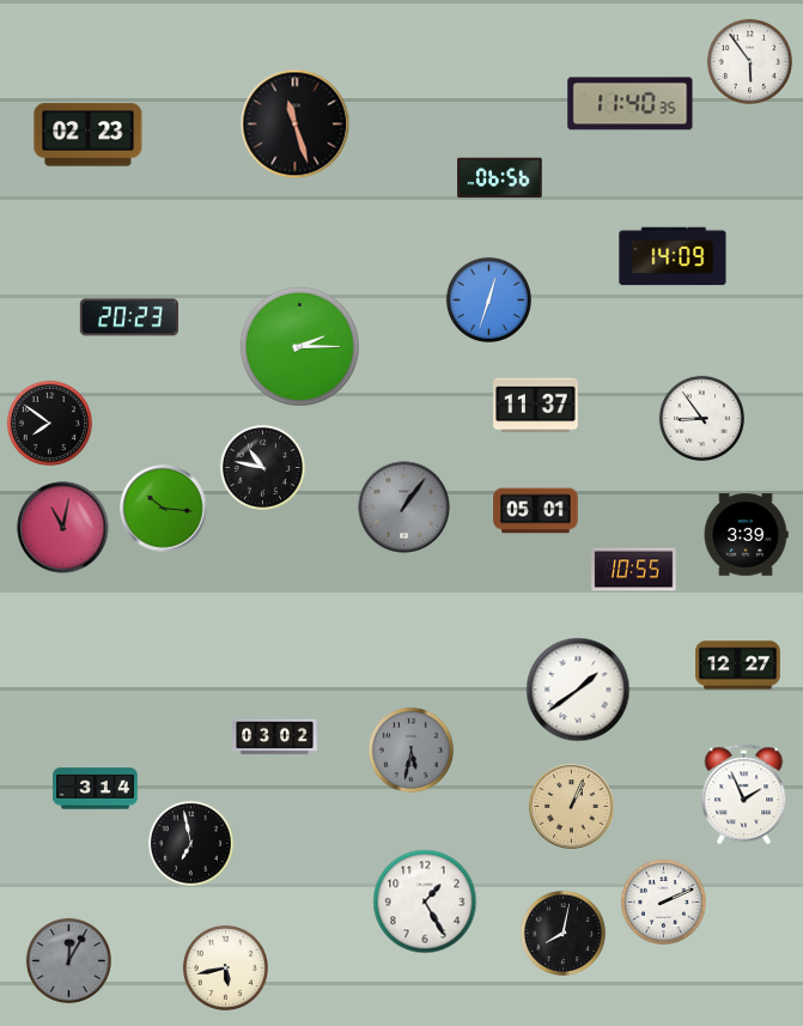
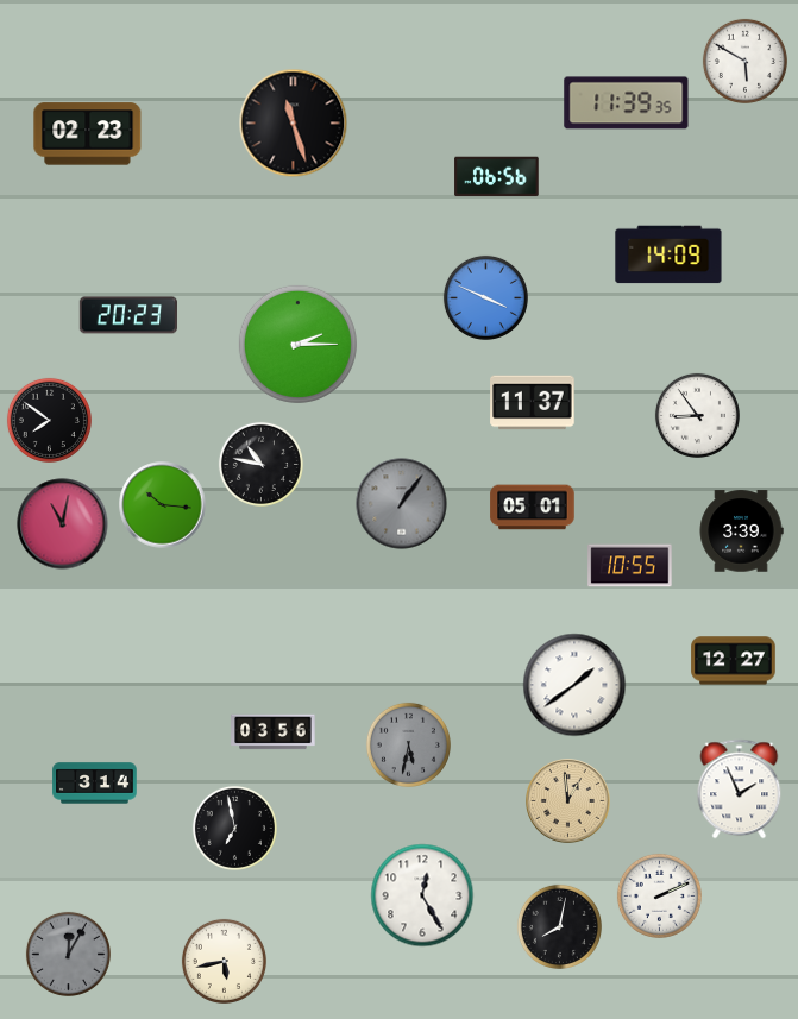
clock at (749, 61): 5:54 -> 5:50
clock at (631, 104): 11:40 -> 11:39
clock at (488, 299): 12:33 -> 3:49
clock at (275, 737): 03:02 -> 03:56
clock at (572, 807): 1:04 -> 12:59
clock at (190, 843) position: (190, 843) -> (234, 828)
clock at (425, 901): 1:25 -> 12:25
